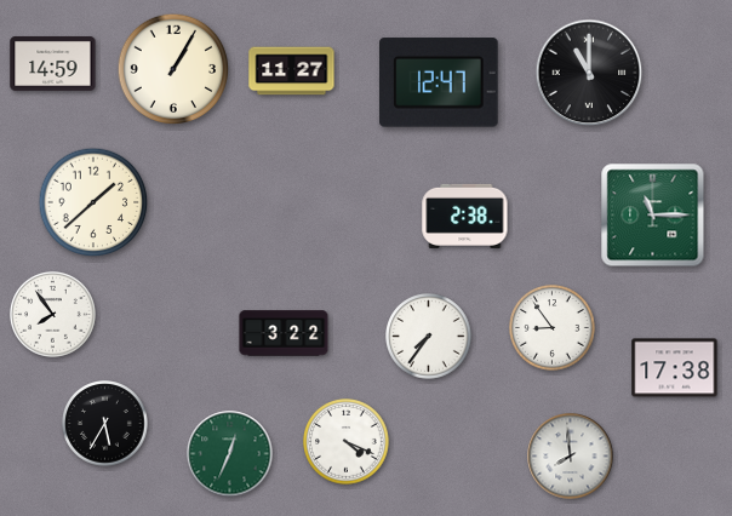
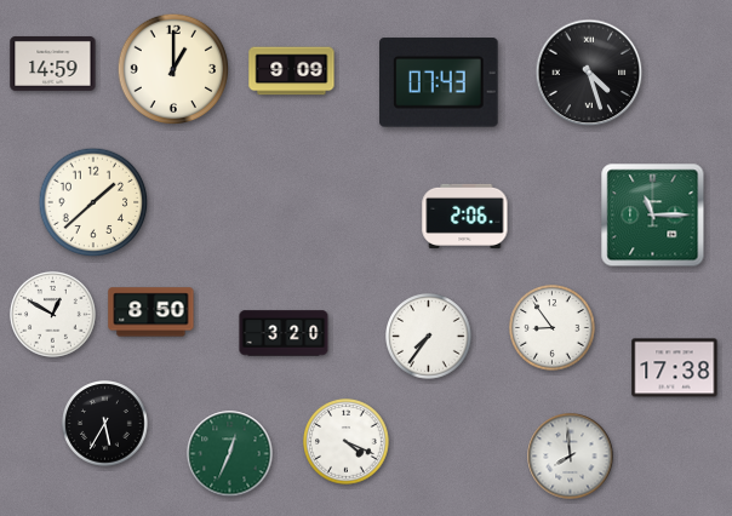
clock at (173, 69): 1:05 -> 1:00
clock at (292, 71): 11:27 -> 9:09
clock at (589, 73): 11:00 -> 4:27
clock at (440, 82): 12:47 -> 07:43
clock at (465, 216): 2:38 -> 2:06
clock at (151, 313): none -> 8:50
clock at (53, 315): 7:54 -> 12:50
clock at (284, 333): 3:22 -> 3:20
